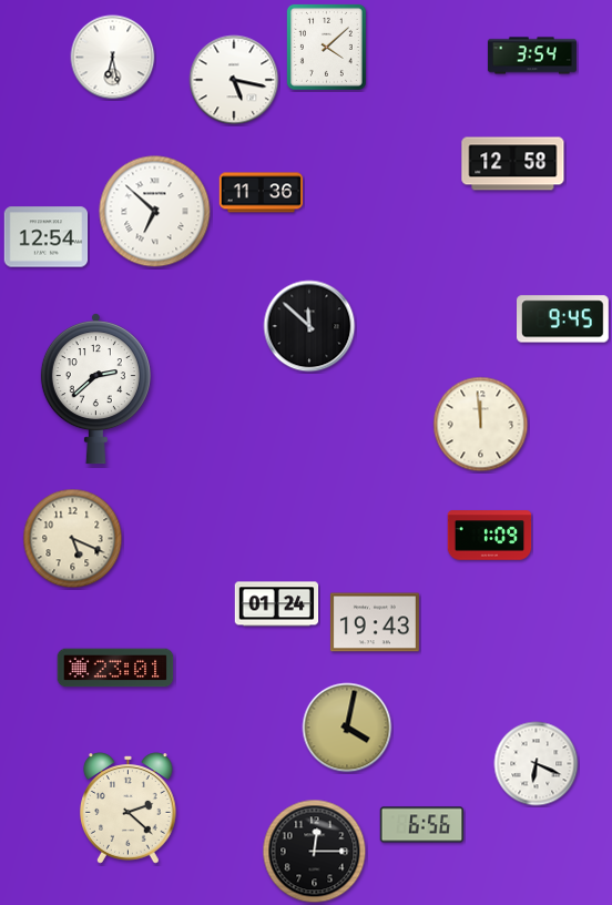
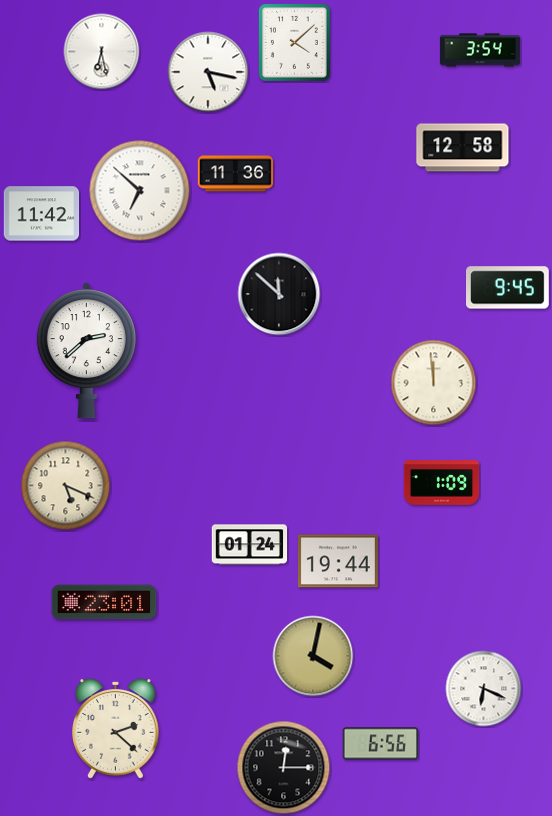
clock at (234, 80) position: (234, 80) -> (208, 72)
clock at (47, 237): 12:54 -> 11:42
clock at (375, 622): 19:43 -> 19:44
